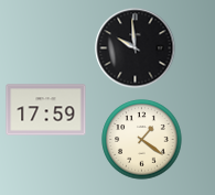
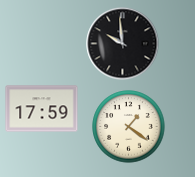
clock at (46, 110) position: (46, 110) -> (42, 109)
